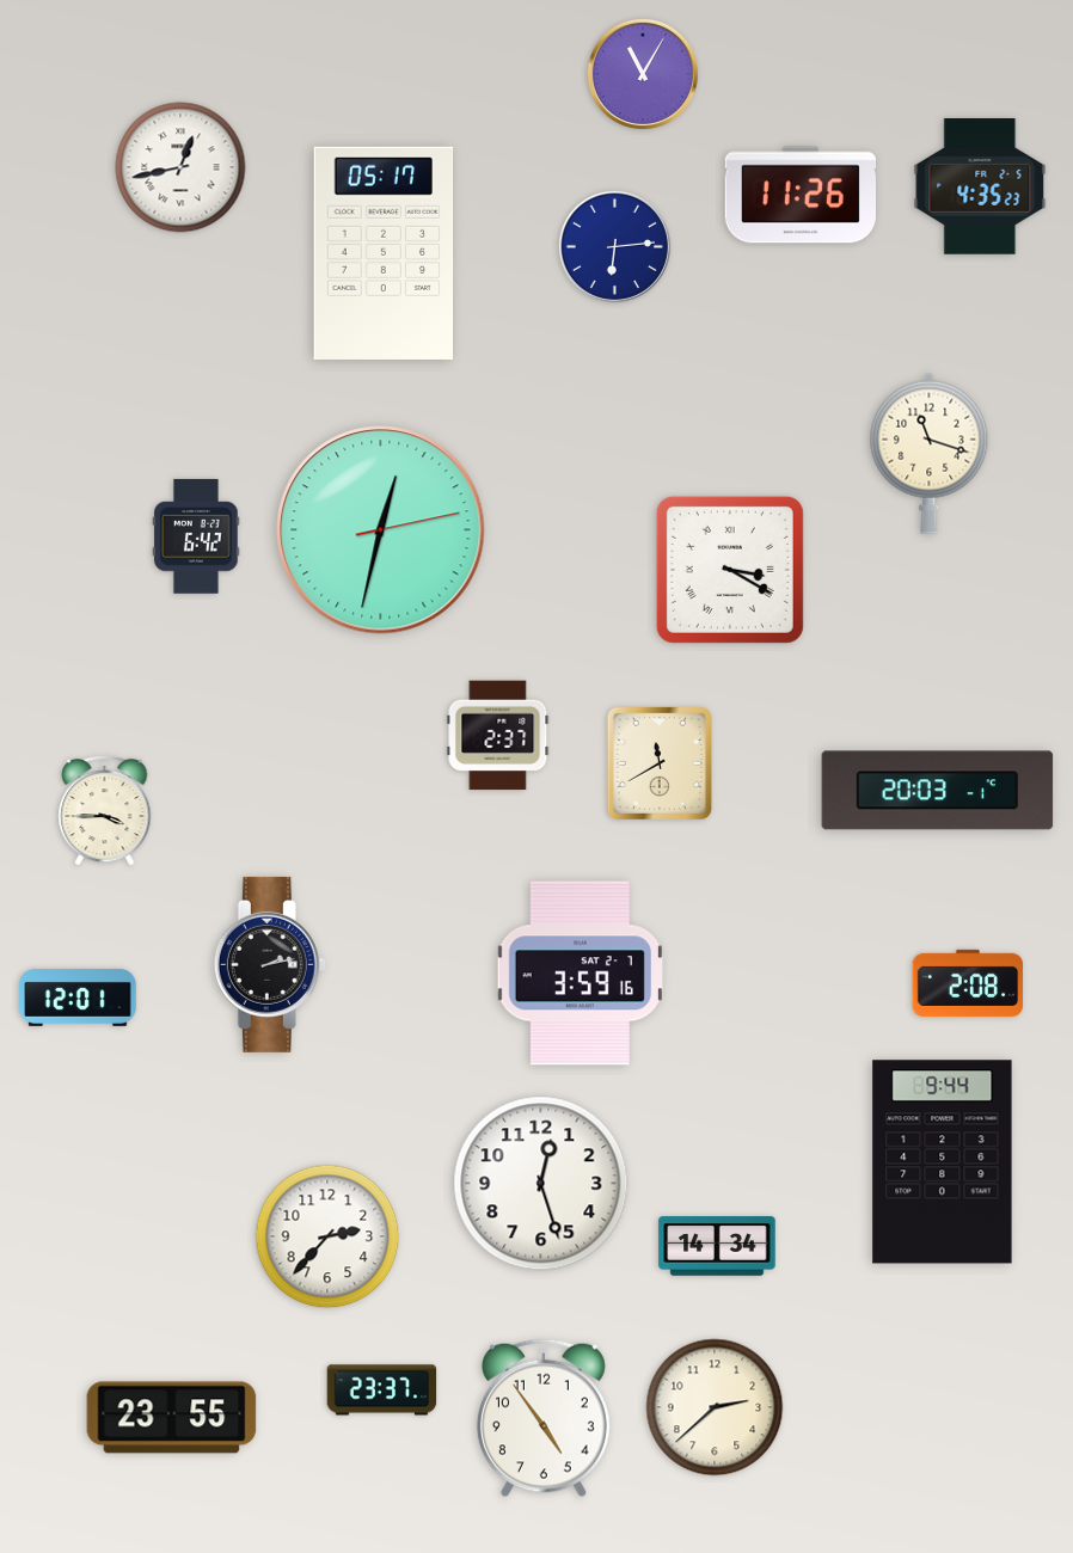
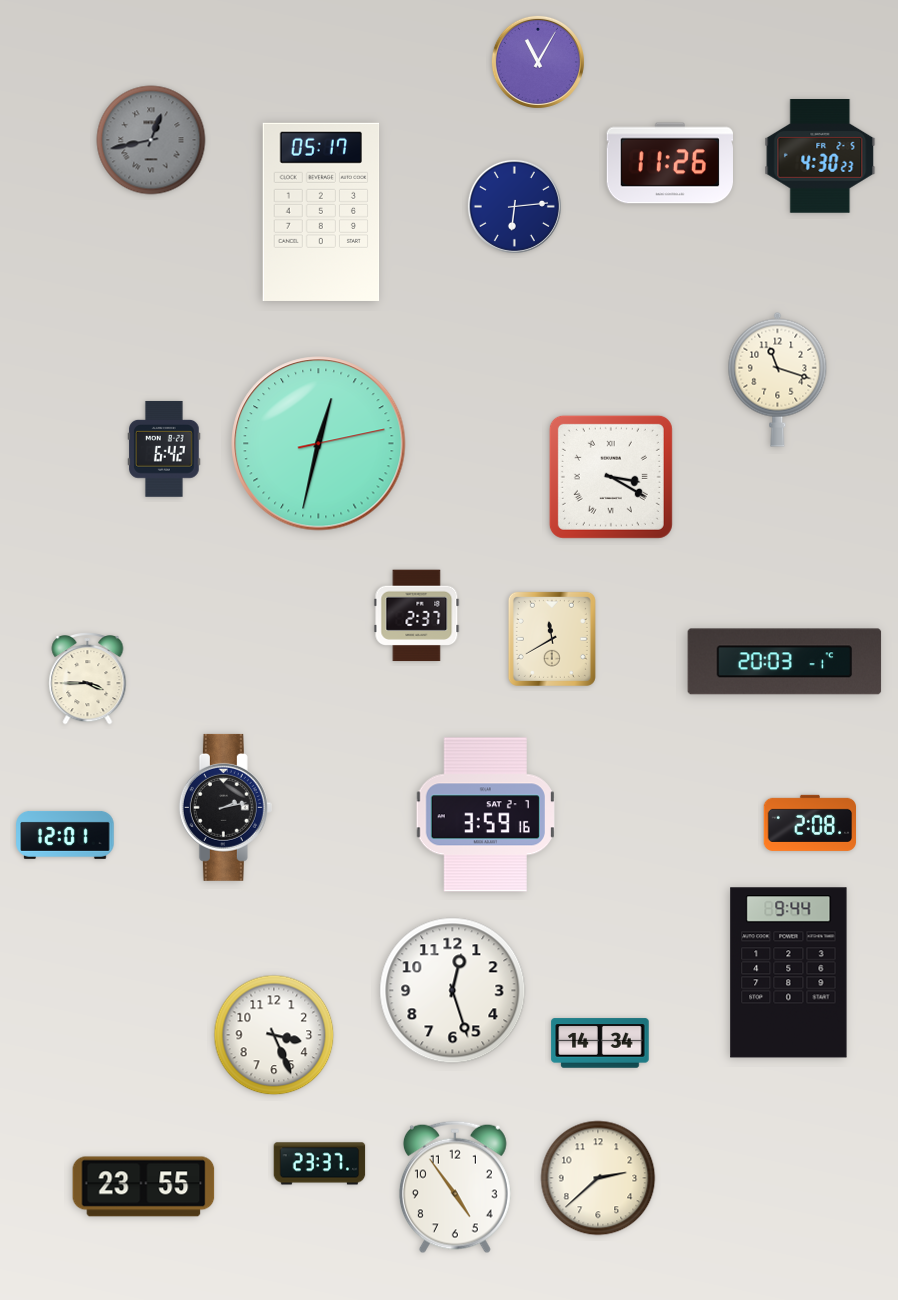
clock at (180, 167) dial: white -> grey
clock at (980, 188): 4:35 -> 4:30
clock at (327, 1236): 2:37 -> 3:26
